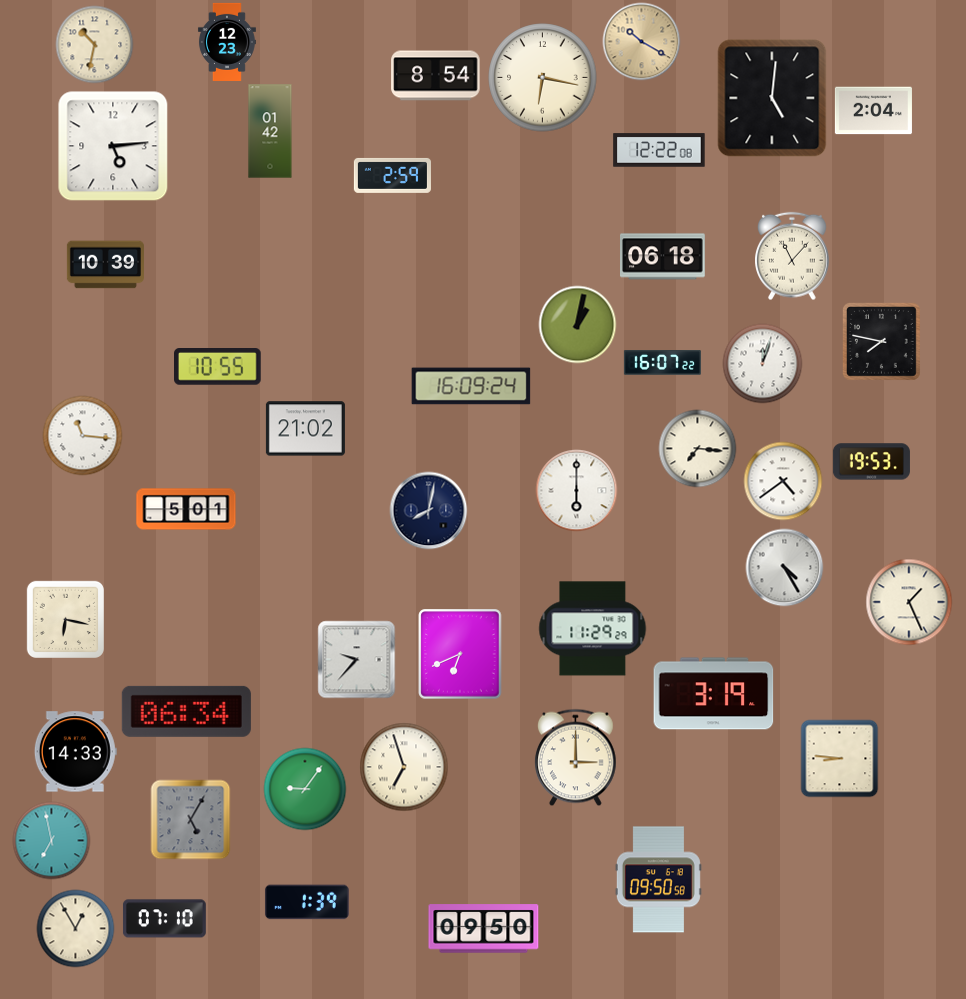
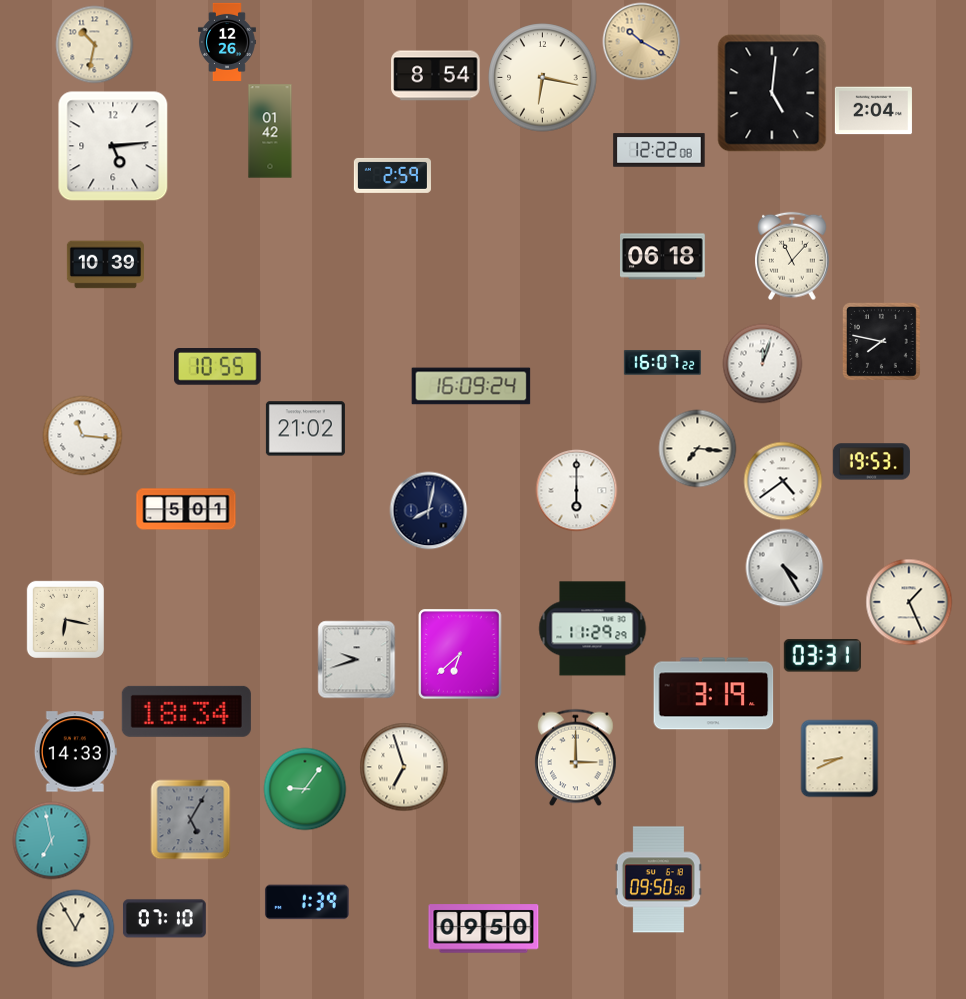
clock at (227, 42): 12:23 -> 12:26
clock at (772, 98) position: (772, 98) -> (772, 93)
clock at (577, 324): 1:02 -> none
clock at (460, 654): 6:41 -> 6:38
clock at (822, 656): none -> 03:31
clock at (356, 659): 9:37 -> 9:42
clock at (186, 711): 06:34 -> 18:34
clock at (839, 758): 8:46 -> 8:41
